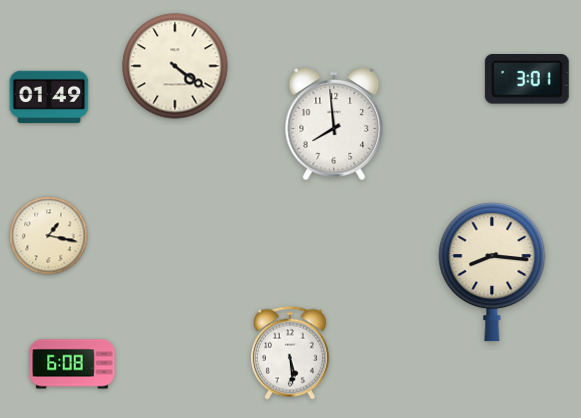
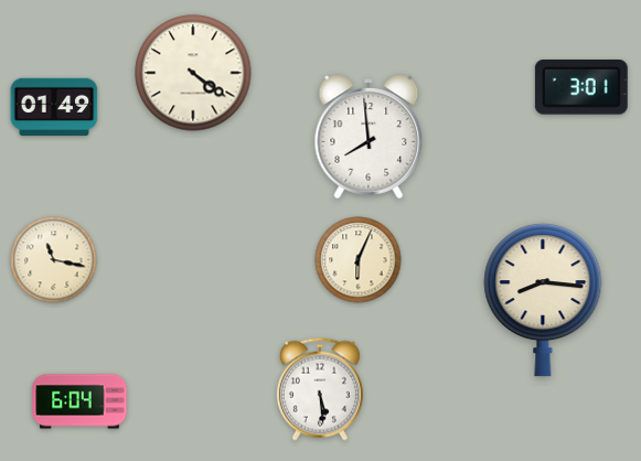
clock at (49, 236): 1:17 -> 11:17
clock at (359, 260): none -> 6:04
clock at (72, 364): 6:08 -> 6:04
